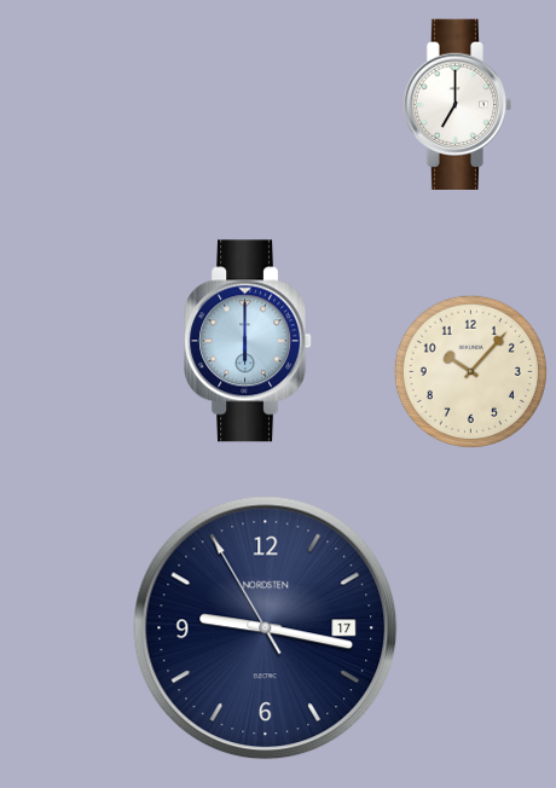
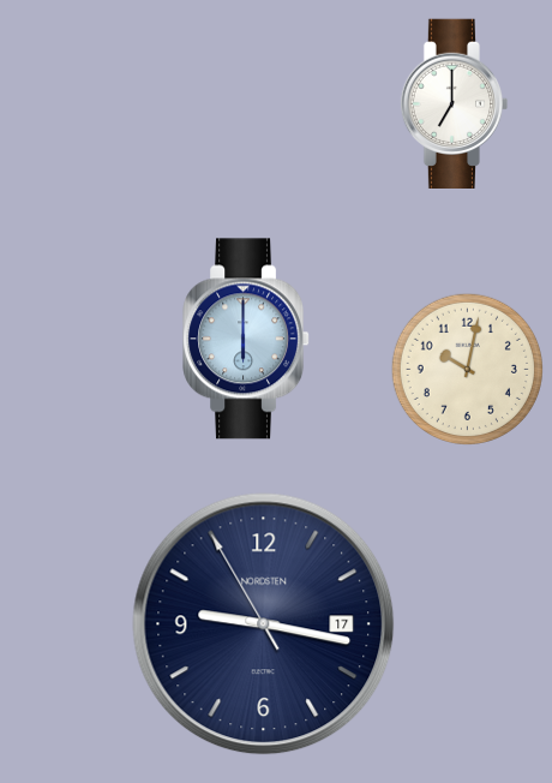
clock at (470, 371): 10:07 -> 10:02
